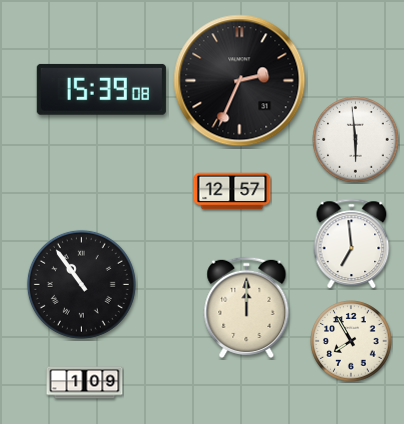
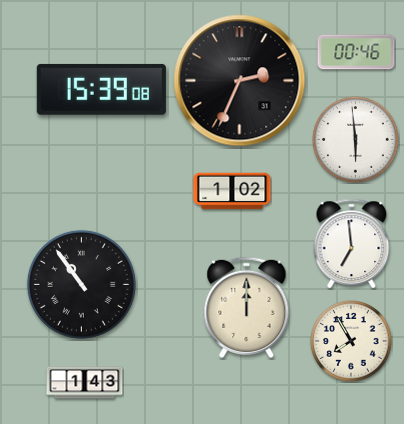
clock at (356, 52): none -> 00:46
clock at (232, 191): 12:57 -> 1:02
clock at (85, 383): 1:09 -> 1:43
